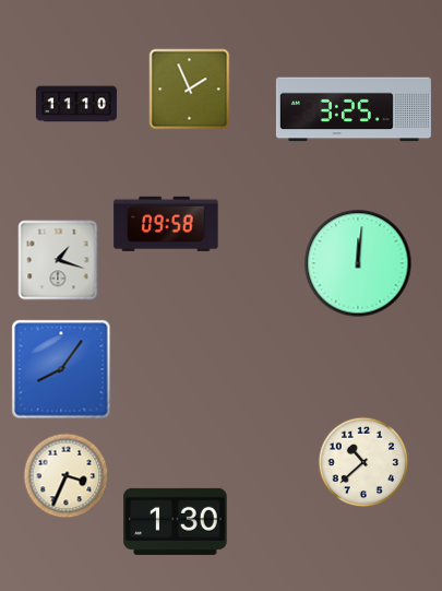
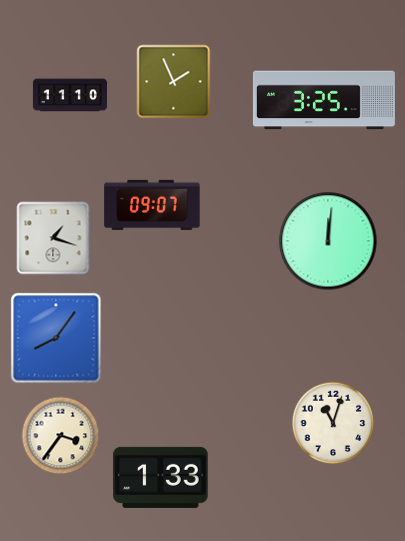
clock at (166, 224): 09:58 -> 09:07
clock at (363, 462): 10:38 -> 11:03
clock at (67, 476): 3:34 -> 3:36
clock at (176, 521): 1:30 -> 1:33
